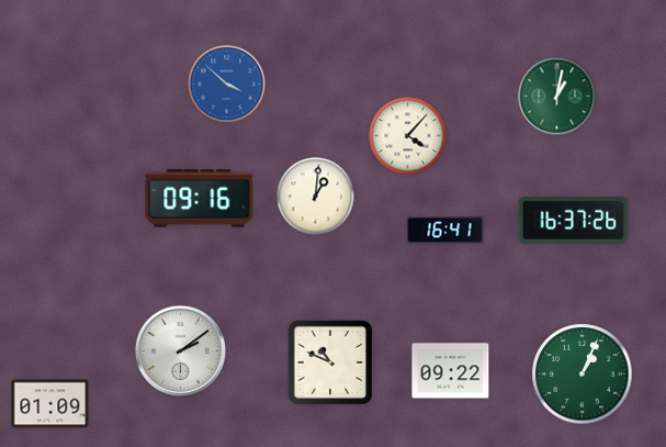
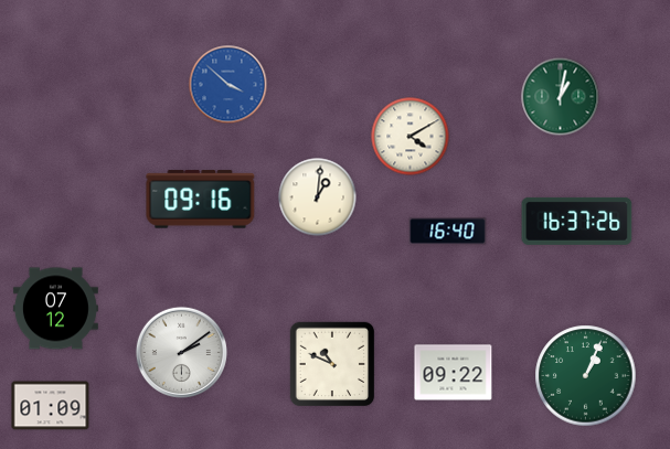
clock at (408, 136): 4:07 -> 4:10
clock at (445, 231): 16:41 -> 16:40
clock at (55, 309): none -> 07:12
